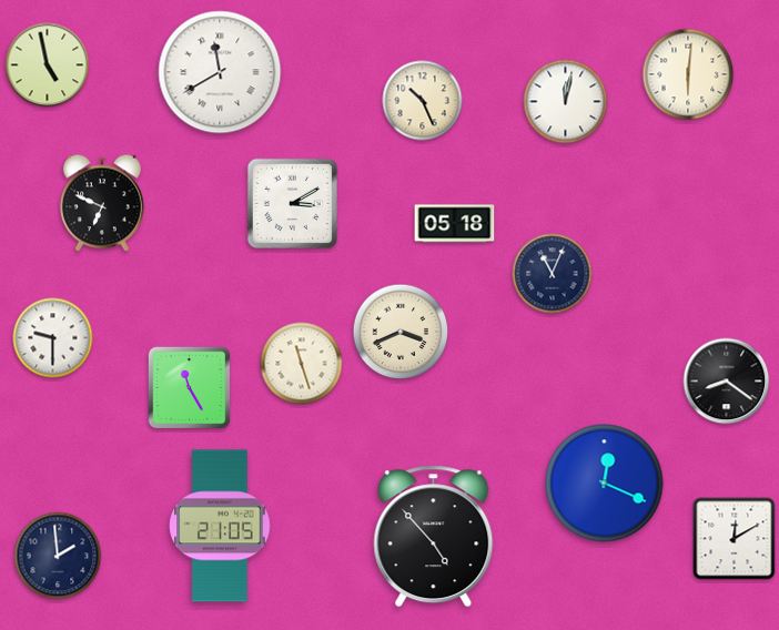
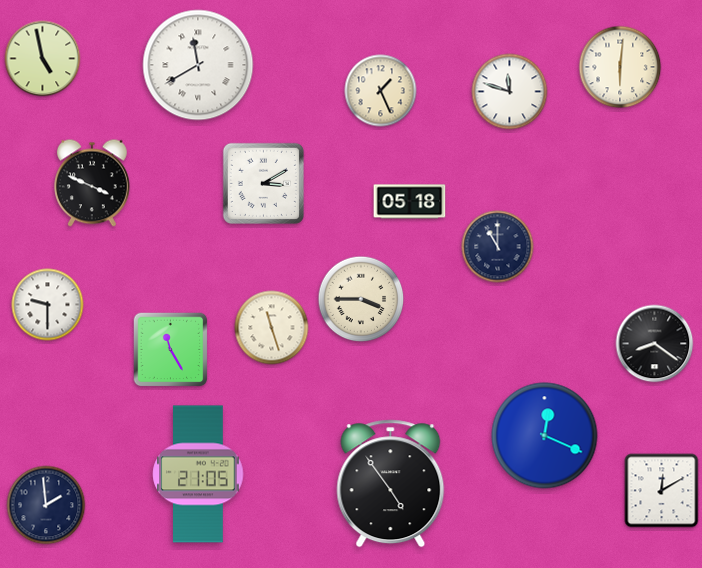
clock at (423, 101): 10:26 -> 1:26
clock at (566, 102): 12:02 -> 11:48
clock at (103, 203): 6:49 -> 3:49
clock at (553, 274): 11:04 -> 11:00
clock at (401, 332): 3:41 -> 3:45
clock at (434, 537): 4:53 -> 4:54
clock at (735, 539) position: (735, 539) -> (662, 491)
clock at (58, 556) position: (58, 556) -> (46, 505)
